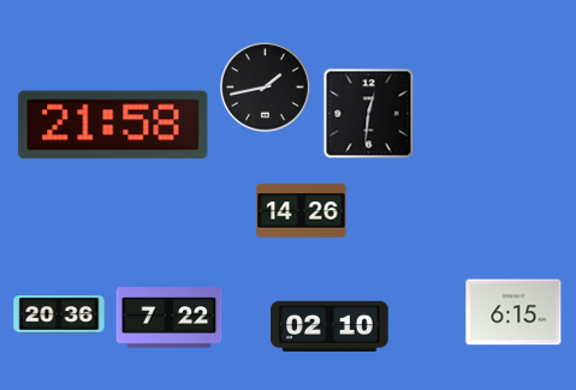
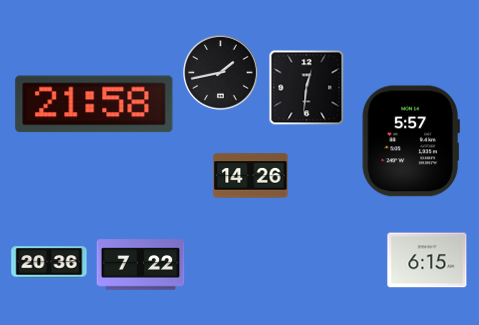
clock at (369, 114) position: (369, 114) -> (307, 88)
clock at (411, 141): none -> 5:57
clock at (329, 325): 02:10 -> none
